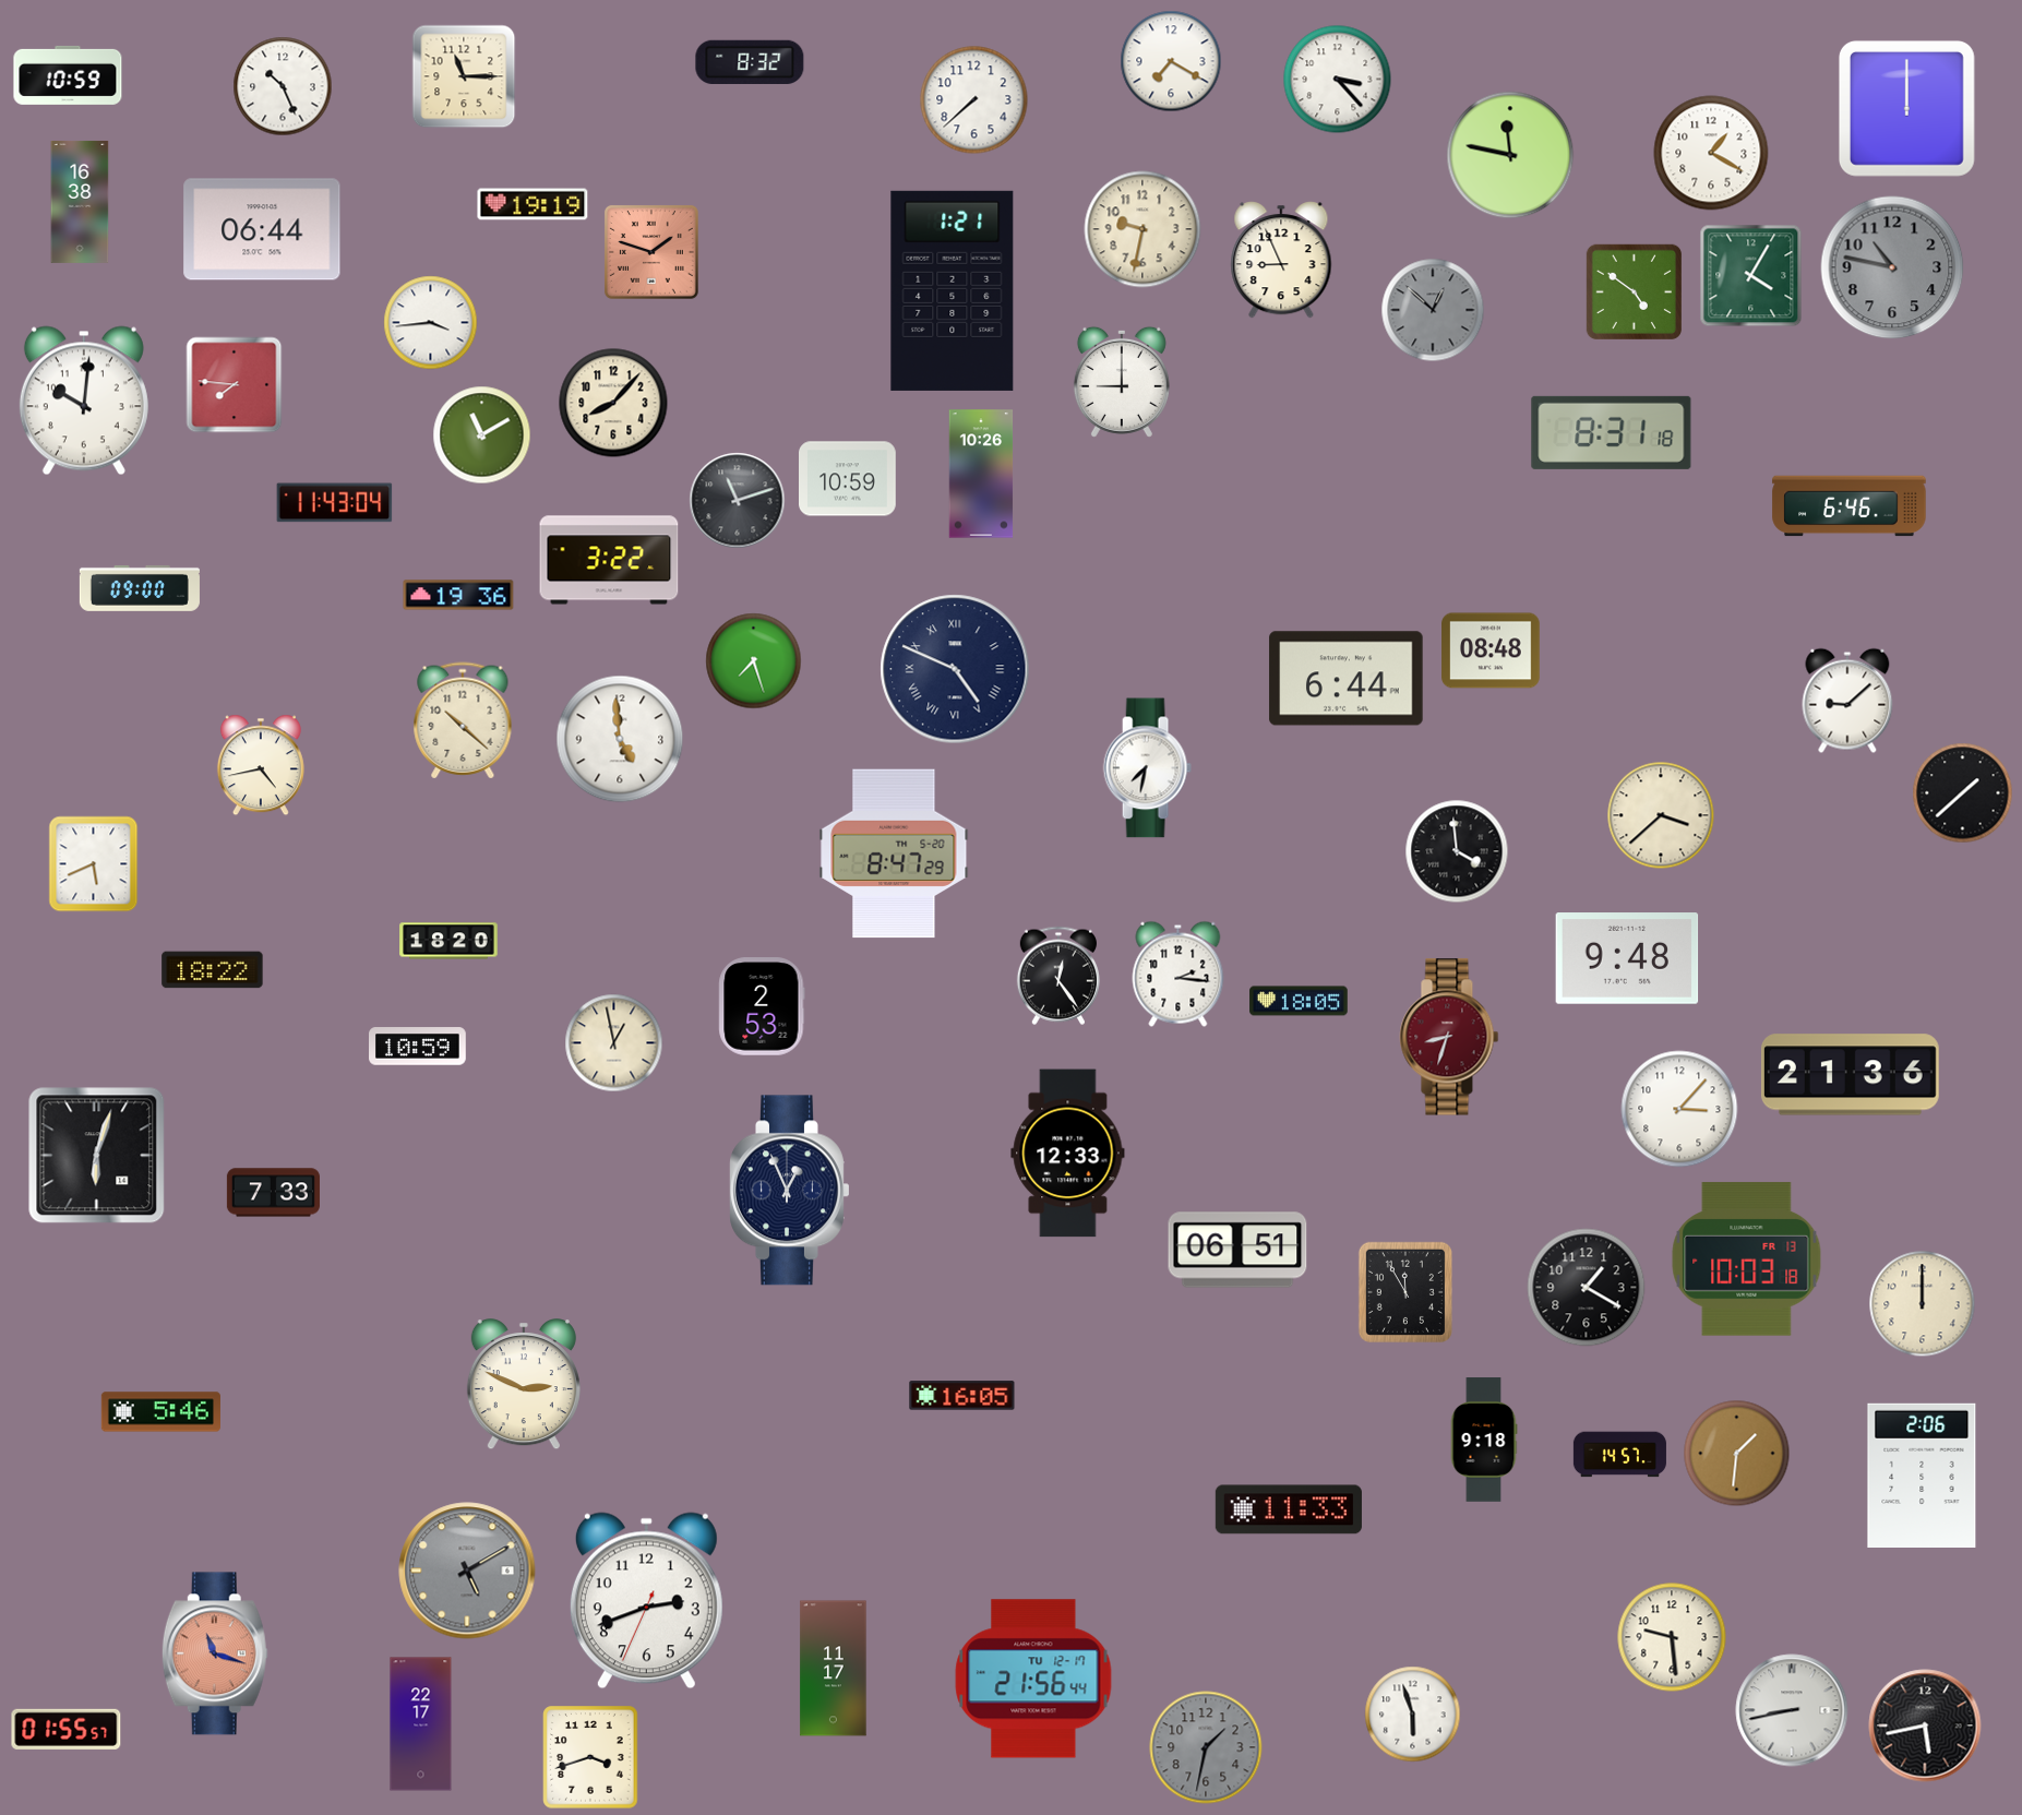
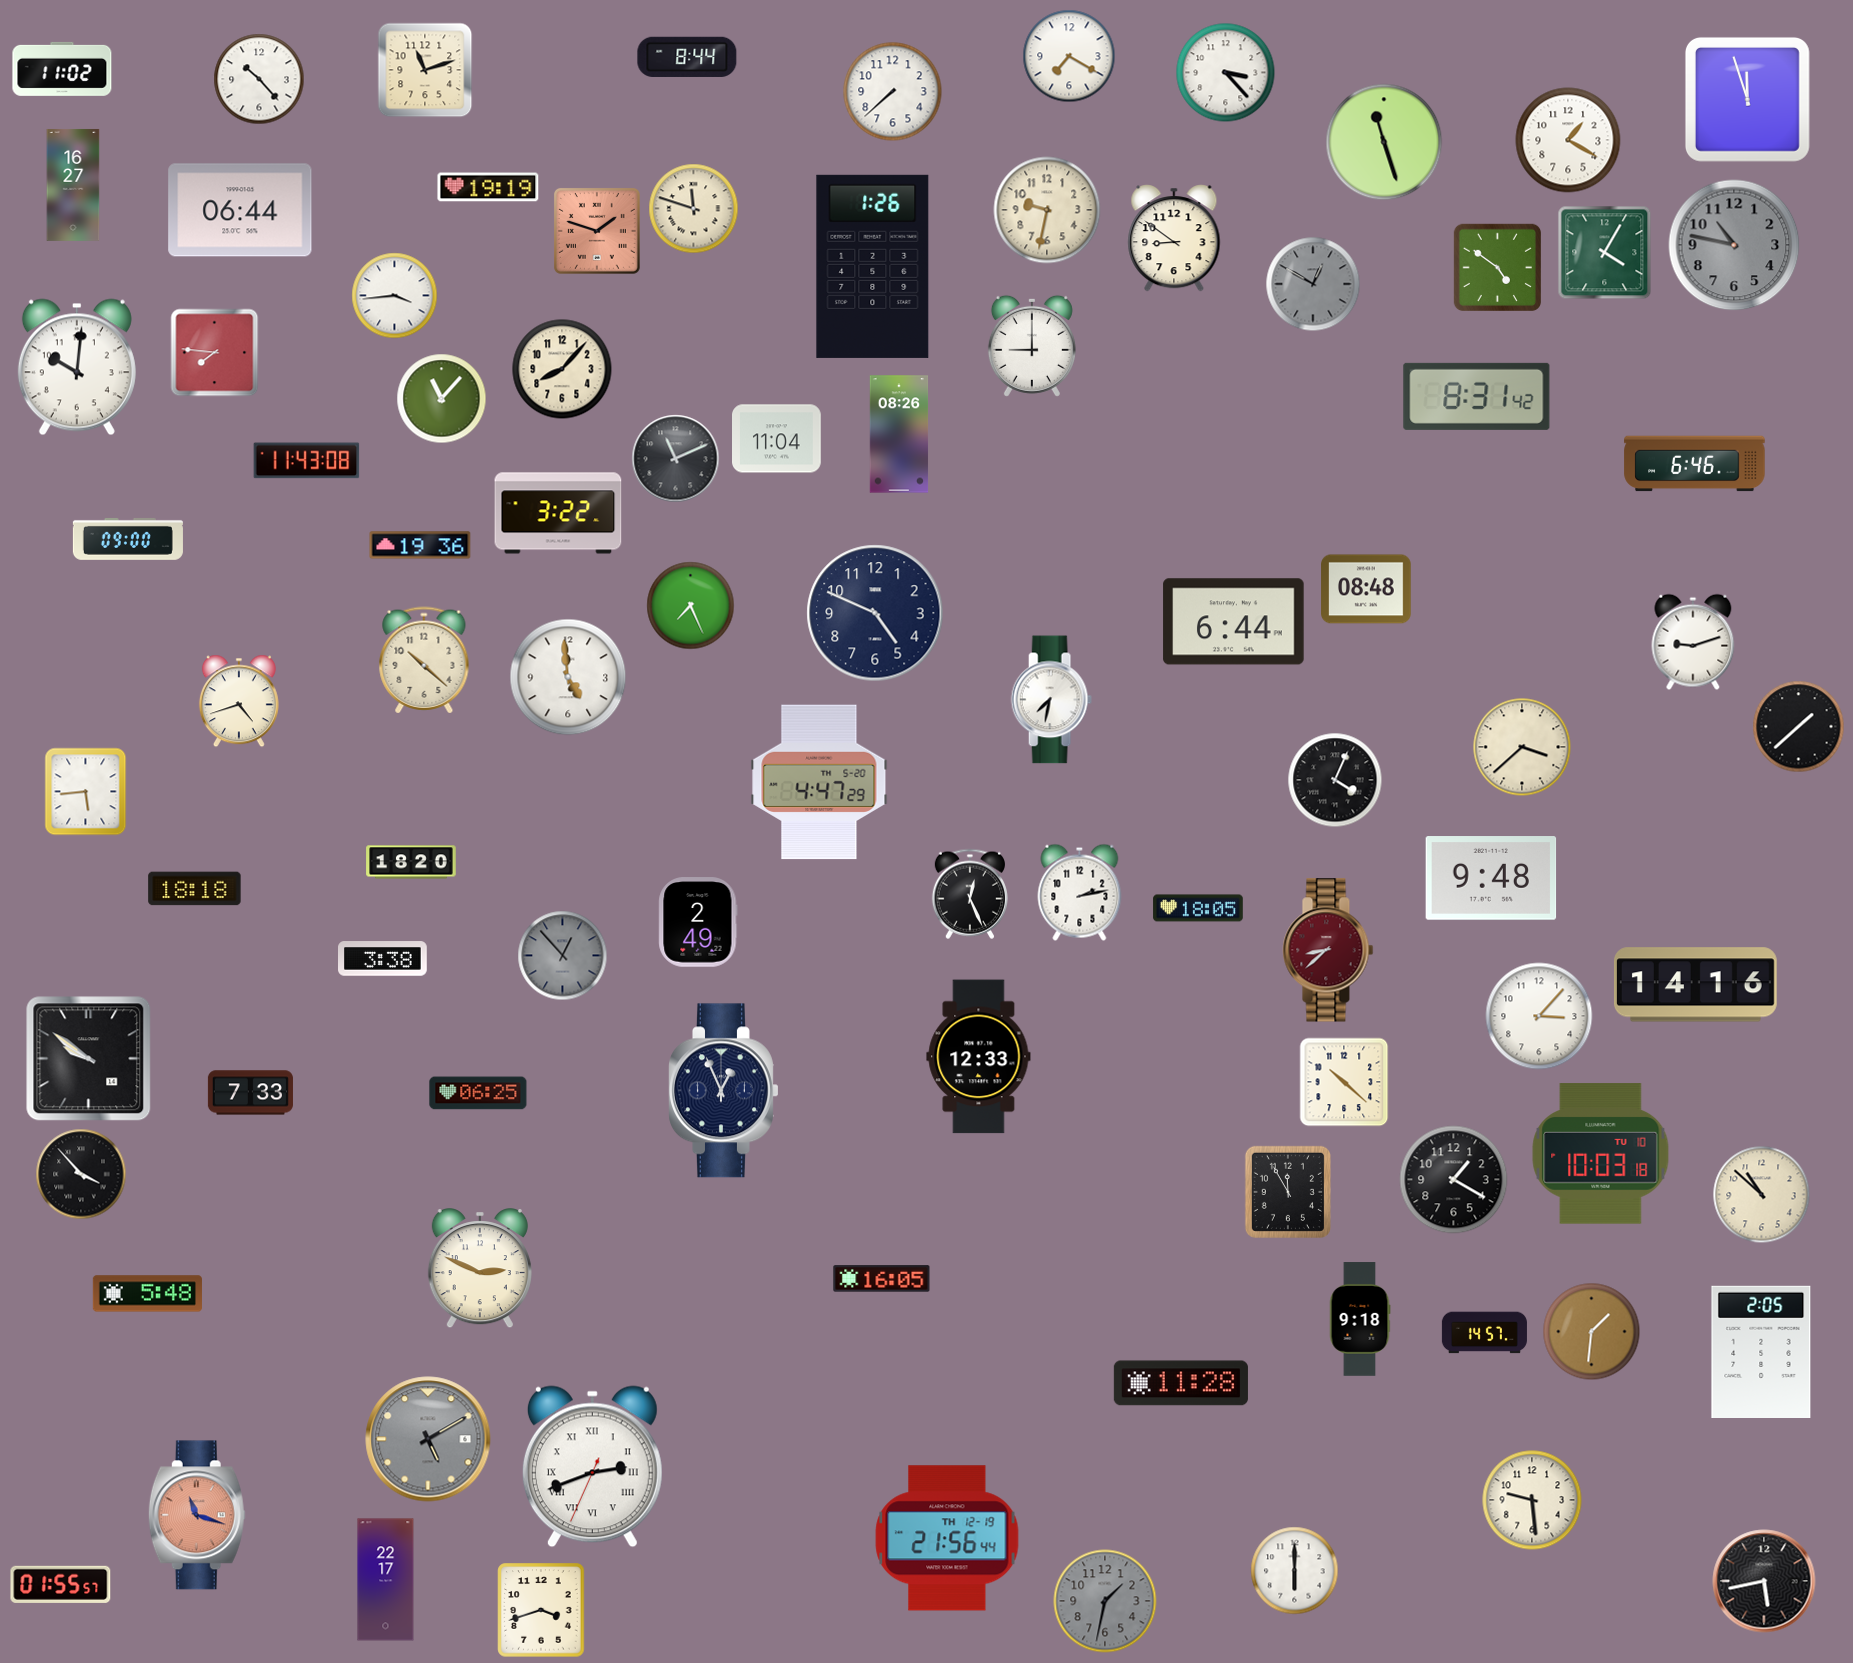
clock at (1171, 61) position: (1171, 61) -> (1069, 56)
clock at (750, 62): 8:32 -> 8:44
clock at (68, 75): 10:59 -> 11:02
clock at (464, 76): 11:15 -> 11:12
clock at (283, 86): 10:26 -> 10:23
clock at (1906, 108): 12:00 -> 11:57
clock at (1510, 155): 11:47 -> 11:27
clock at (80, 202): 16:38 -> 16:27
clock at (694, 209): none -> 11:48
clock at (1281, 260): 8:56 -> 8:51
clock at (953, 290): 1:21 -> 1:26
clock at (1433, 310): 12:52 -> 12:50
clock at (1122, 382) position: (1122, 382) -> (1032, 346)
clock at (1612, 432): 8:31:18 -> 8:31:42
clock at (482, 435): 11:10 -> 11:07
clock at (981, 474): 10:26 -> 08:26
clock at (848, 479): 10:59 -> 11:04
clock at (738, 501): 11:12 -> 11:11
clock at (335, 503): 11:43:04 -> 11:43:08
clock at (1491, 650) position: (1491, 650) -> (1366, 589)
clock at (754, 661): 7:27 -> 7:26
clock at (955, 669) numerals: Roman -> Arabic
clock at (1847, 701): 9:08 -> 9:12
clock at (261, 765): 4:43 -> 4:42
clock at (1147, 768) position: (1147, 768) -> (1051, 700)
clock at (1457, 851): 3:59 -> 4:04
clock at (894, 853): 8:47 -> 4:47
clock at (94, 864): 5:41 -> 5:44
clock at (213, 970): 18:22 -> 18:18
clock at (1178, 974): 2:16 -> 2:13
clock at (1058, 976): 12:24 -> 12:26
clock at (1299, 1001) position: (1299, 1001) -> (1198, 908)
clock at (762, 1006): 2:53 -> 2:49
clock at (1449, 1037): 8:33 -> 8:38
clock at (614, 1043): 12:58 -> 12:53
clock at (614, 1043) dial: cream -> grey
clock at (418, 1047): 10:59 -> 3:38
clock at (1850, 1075): 21:36 -> 14:16
clock at (97, 1156): 6:03 -> 9:51
clock at (1344, 1082): none -> 10:22
clock at (478, 1093): none -> 06:25
clock at (1237, 1250): 06:51 -> none
clock at (1747, 1259) date: FR 13 -> TU 10
clock at (81, 1174): none -> 3:53
clock at (1405, 1292) position: (1405, 1292) -> (1288, 1192)
clock at (1923, 1304): 12:00 -> 10:52
clock at (160, 1412): 5:46 -> 5:48
clock at (1922, 1474): 2:06 -> 2:05
clock at (1289, 1509): 11:33 -> 11:28
clock at (646, 1601) numerals: Arabic -> Roman
clock at (834, 1669): 11:17 -> none
clock at (1033, 1679) date: TU 12-17 -> TH 12-19
clock at (1792, 1710): 8:43 -> none
clock at (1413, 1715): 5:57 -> 6:00
